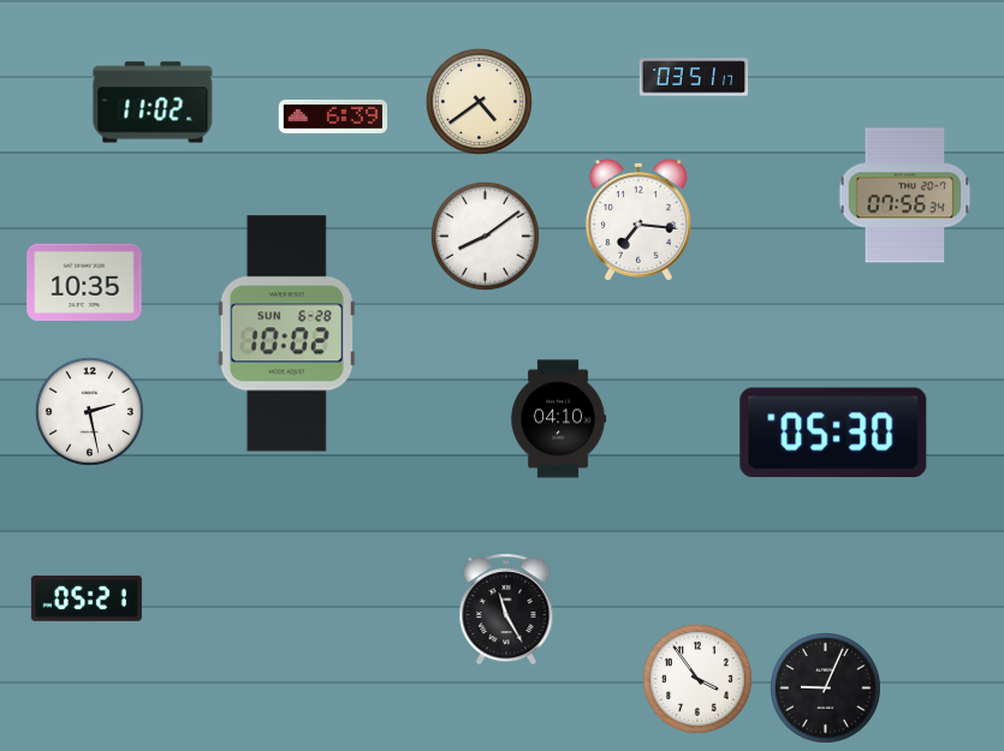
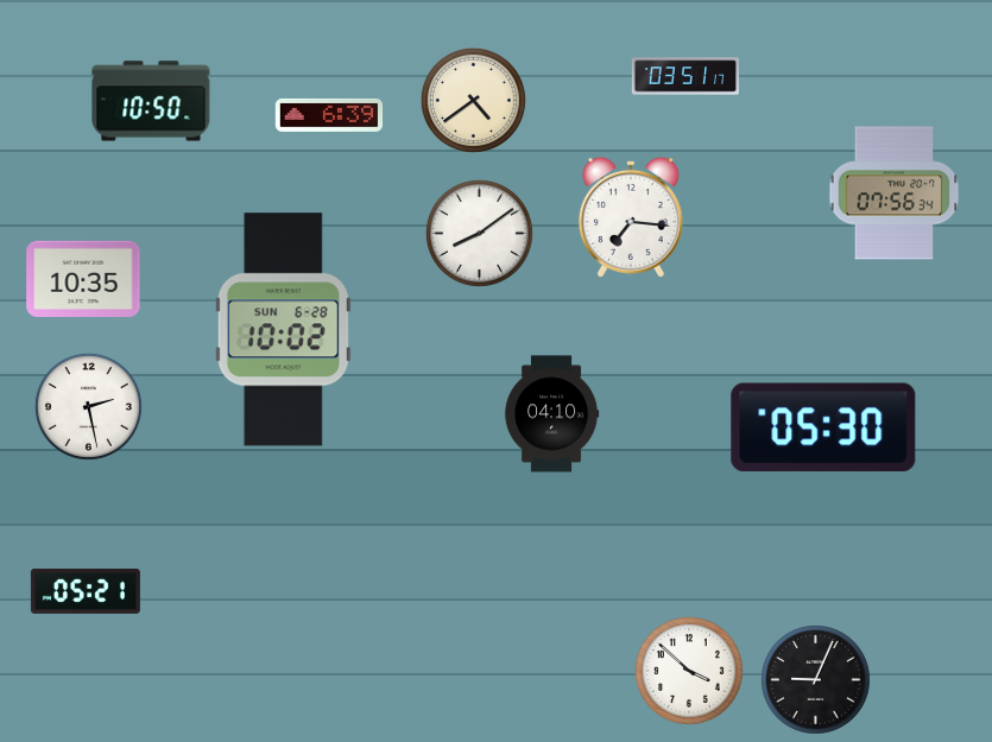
clock at (153, 102): 11:02 -> 10:50
clock at (506, 609): 11:25 -> none
clock at (699, 680): 3:54 -> 3:52
